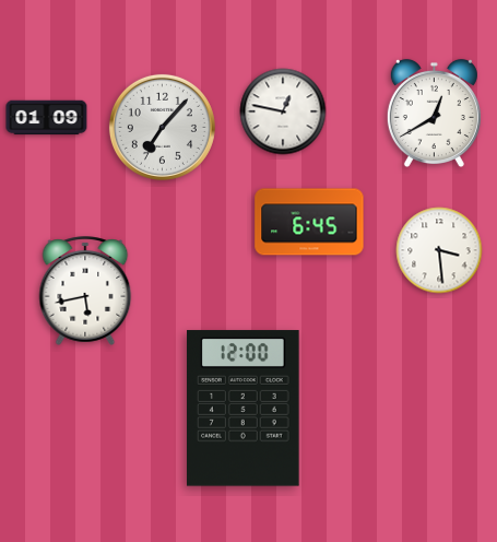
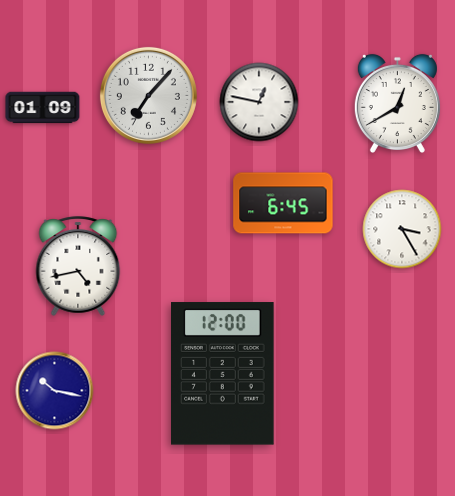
clock at (162, 127) position: (162, 127) -> (148, 95)
clock at (439, 250): 3:29 -> 3:25
clock at (85, 291): 5:43 -> 4:43
clock at (55, 391): none -> 10:17
